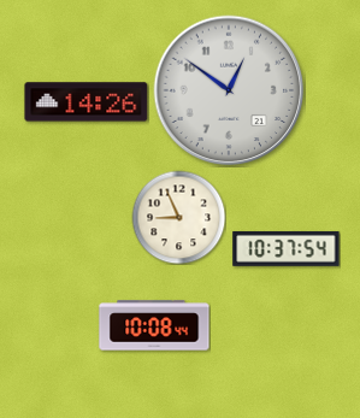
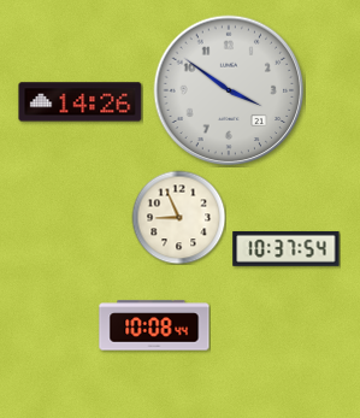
clock at (229, 90): 12:51 -> 3:51
clock at (87, 102) position: (87, 102) -> (81, 102)
